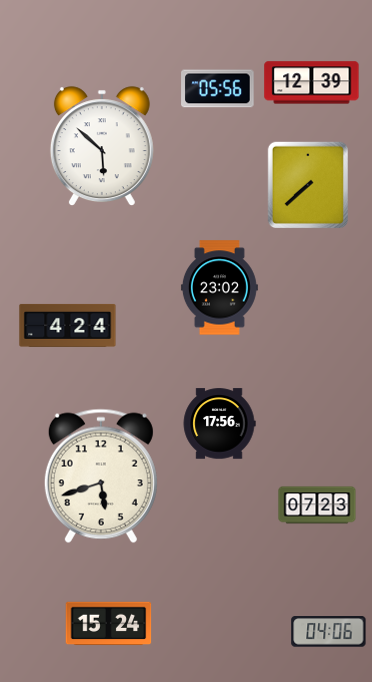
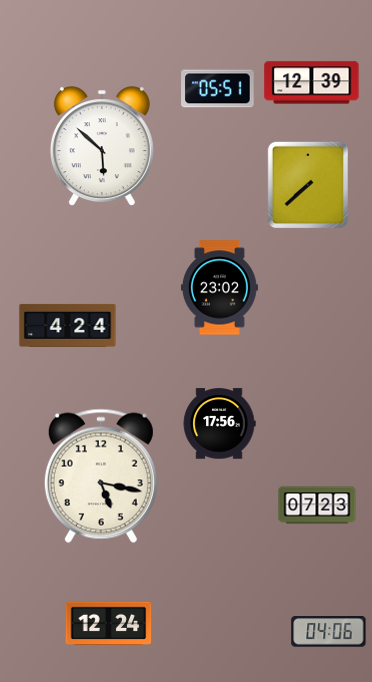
clock at (218, 89): 05:56 -> 05:51
clock at (101, 476): 5:42 -> 5:17
clock at (109, 624): 15:24 -> 12:24
